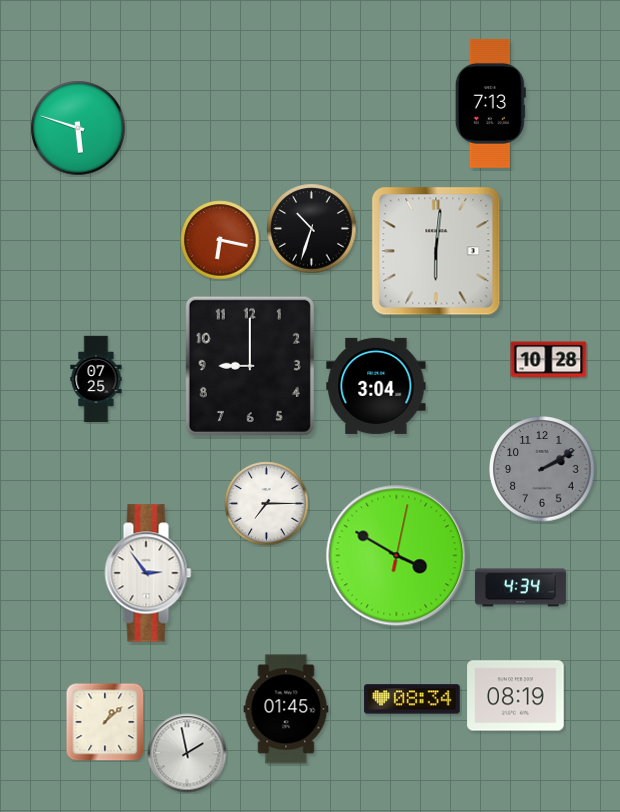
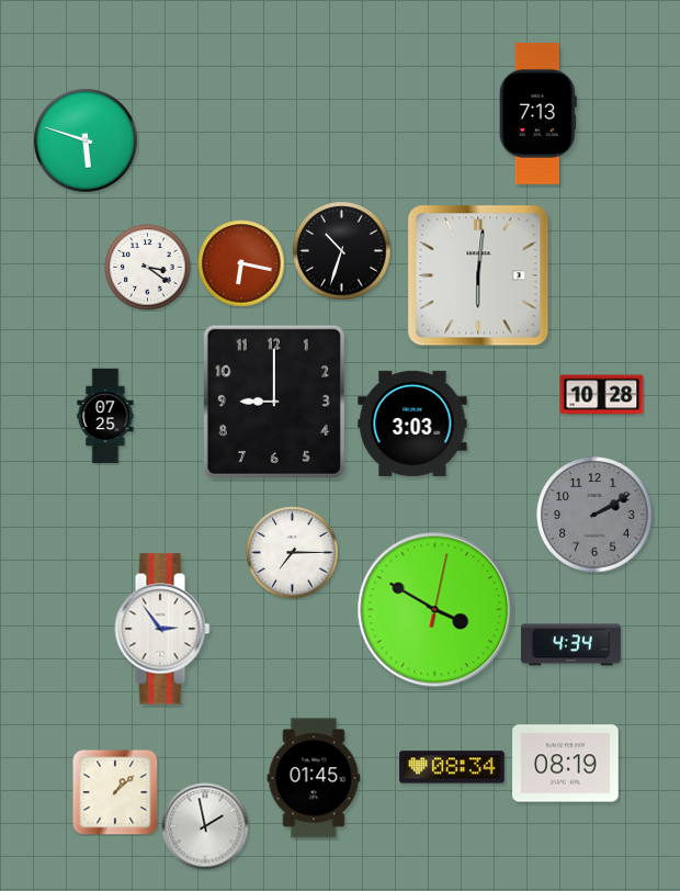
clock at (148, 268): none -> 3:21
clock at (376, 386): 3:04 -> 3:03
